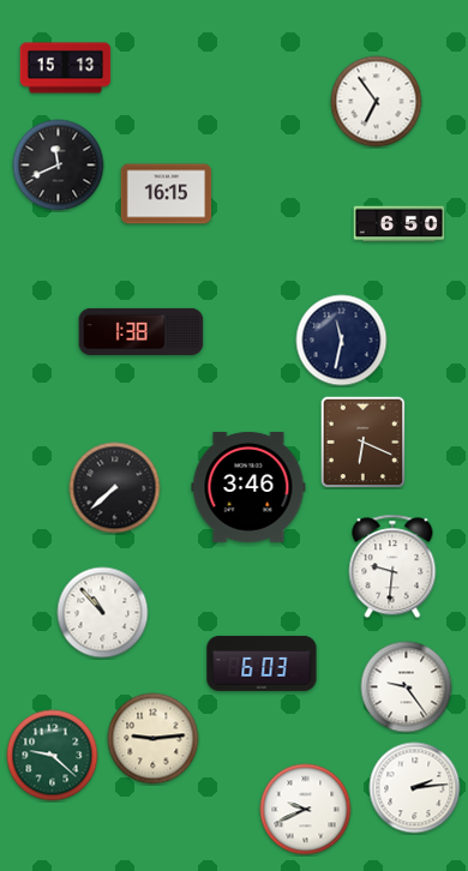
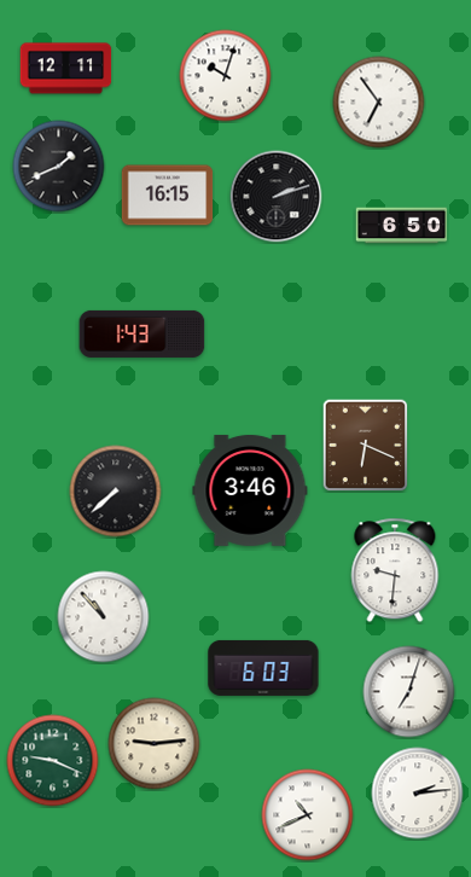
clock at (66, 68): 15:13 -> 12:11
clock at (226, 76): none -> 10:03
clock at (59, 166): 11:41 -> 1:41
clock at (277, 197): none -> 2:12
clock at (142, 331): 1:38 -> 1:43
clock at (342, 341): 11:32 -> none
clock at (407, 687): 9:24 -> 7:03
clock at (53, 756): 9:22 -> 9:19
clock at (306, 810): 9:41 -> 10:41
